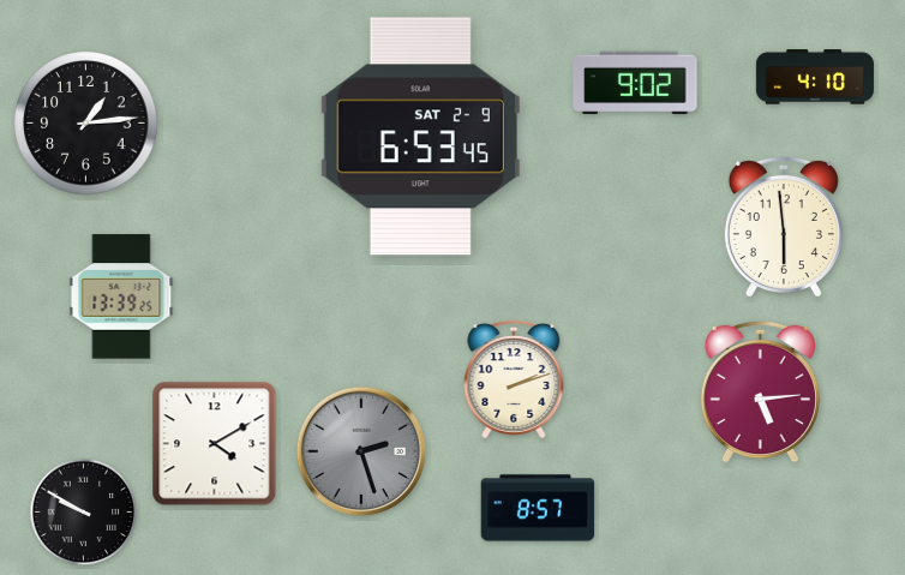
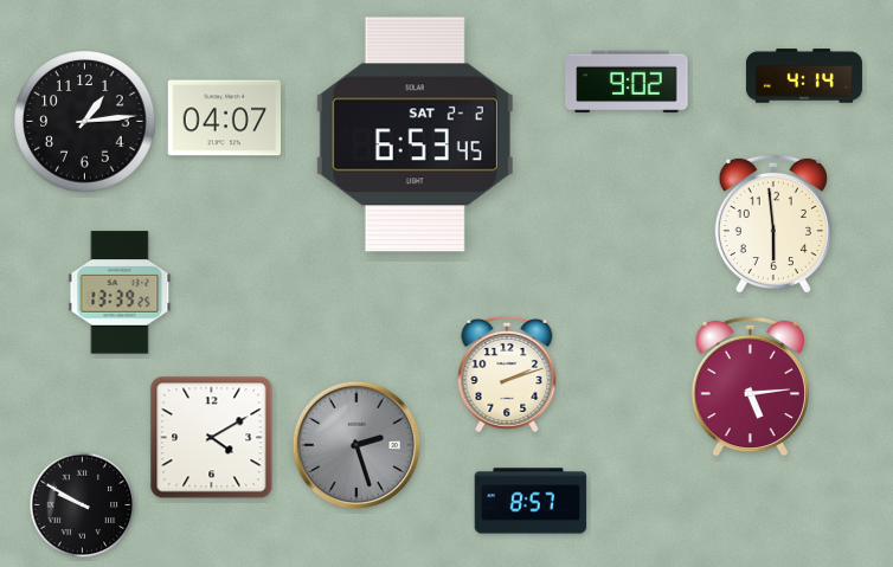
clock at (815, 77): 4:10 -> 4:14
clock at (225, 118): none -> 04:07
clock at (420, 137) date: SAT 2-9 -> SAT 2-2
